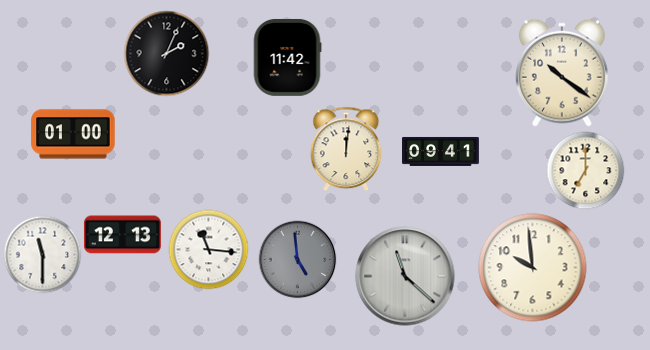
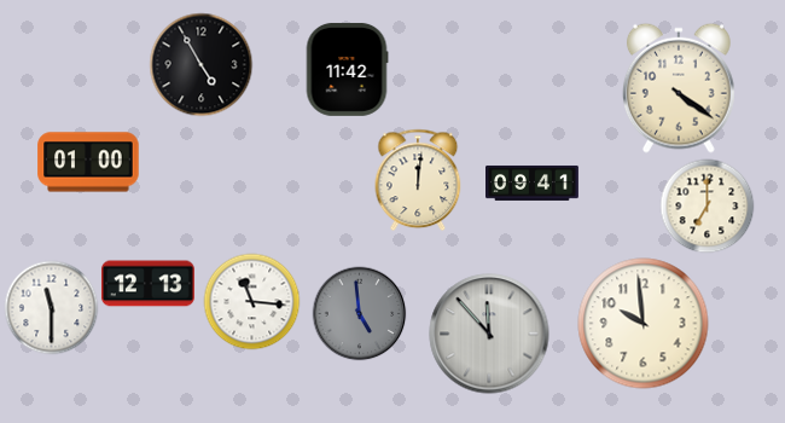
clock at (166, 53): 2:04 -> 4:55
clock at (562, 73): 10:21 -> 4:21
clock at (405, 276): 11:22 -> 11:53
